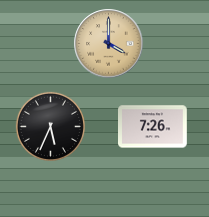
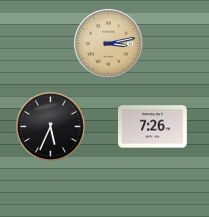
clock at (109, 44): 4:00 -> 3:13
